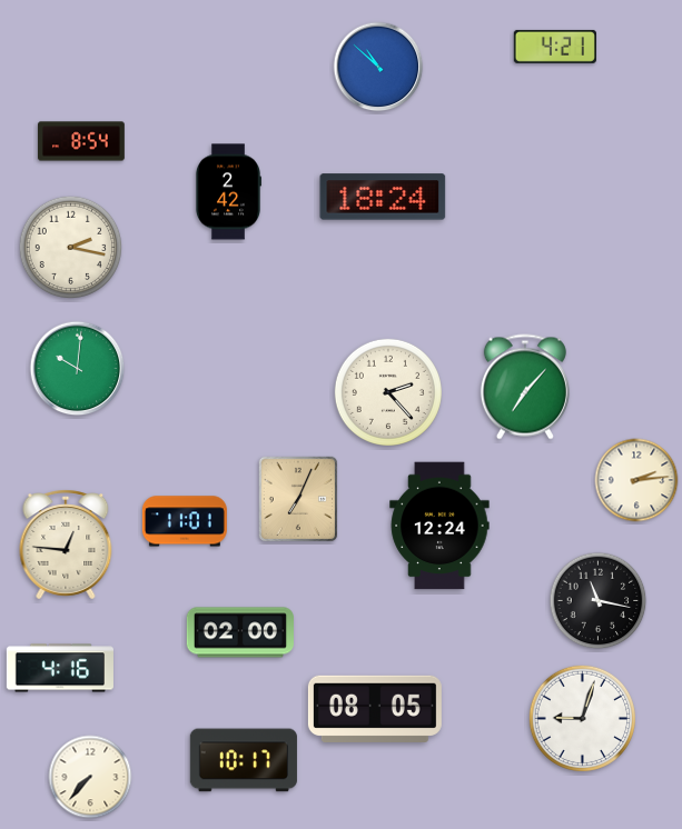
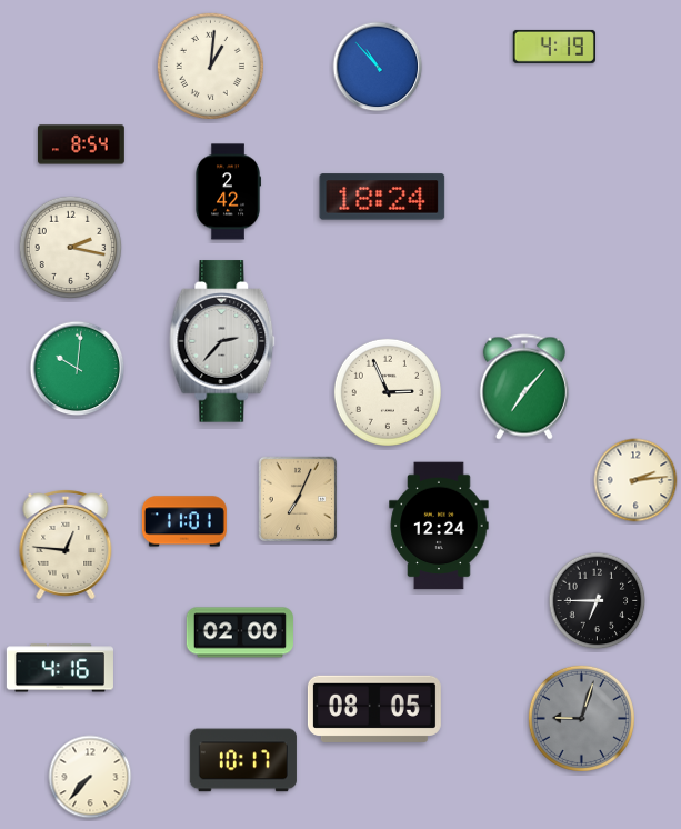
clock at (555, 47): 4:21 -> 4:19
clock at (210, 66): none -> 1:01
clock at (378, 67): 10:52 -> 10:53
clock at (82, 141) position: (82, 141) -> (82, 144)
clock at (222, 341): none -> 2:37
clock at (388, 392): 2:23 -> 2:56
clock at (599, 601): 11:17 -> 6:45
clock at (582, 718) dial: white -> grey
